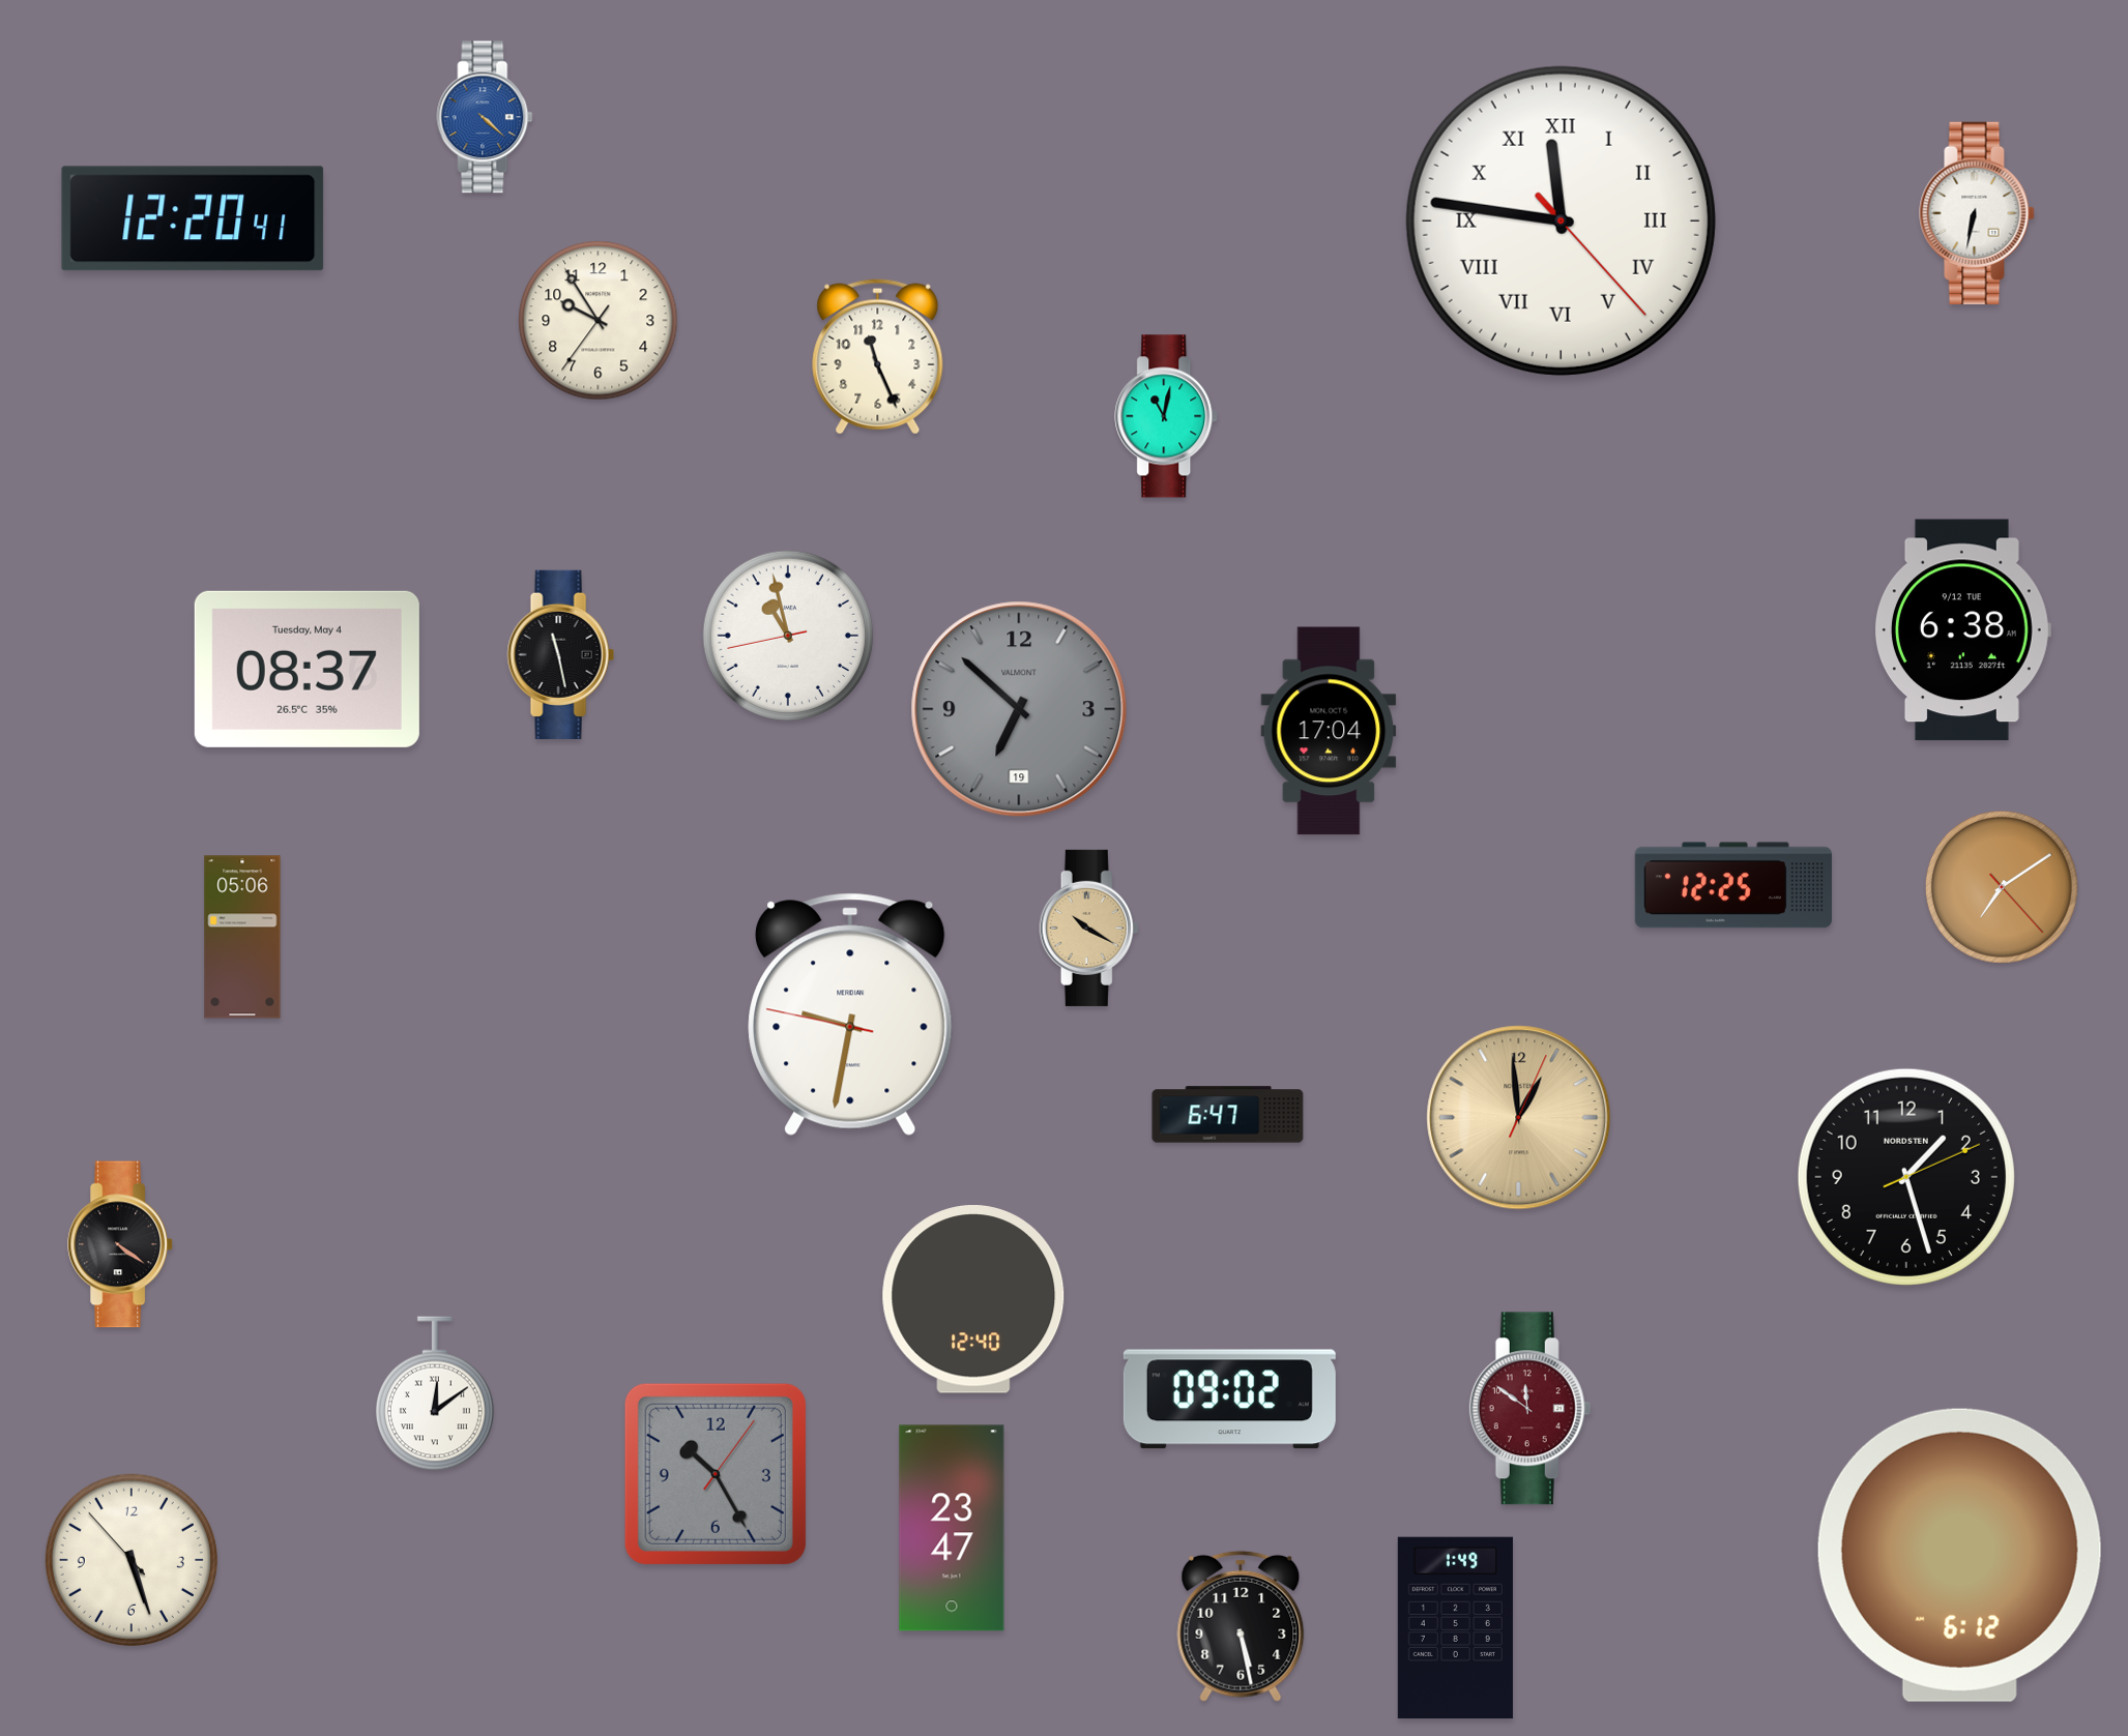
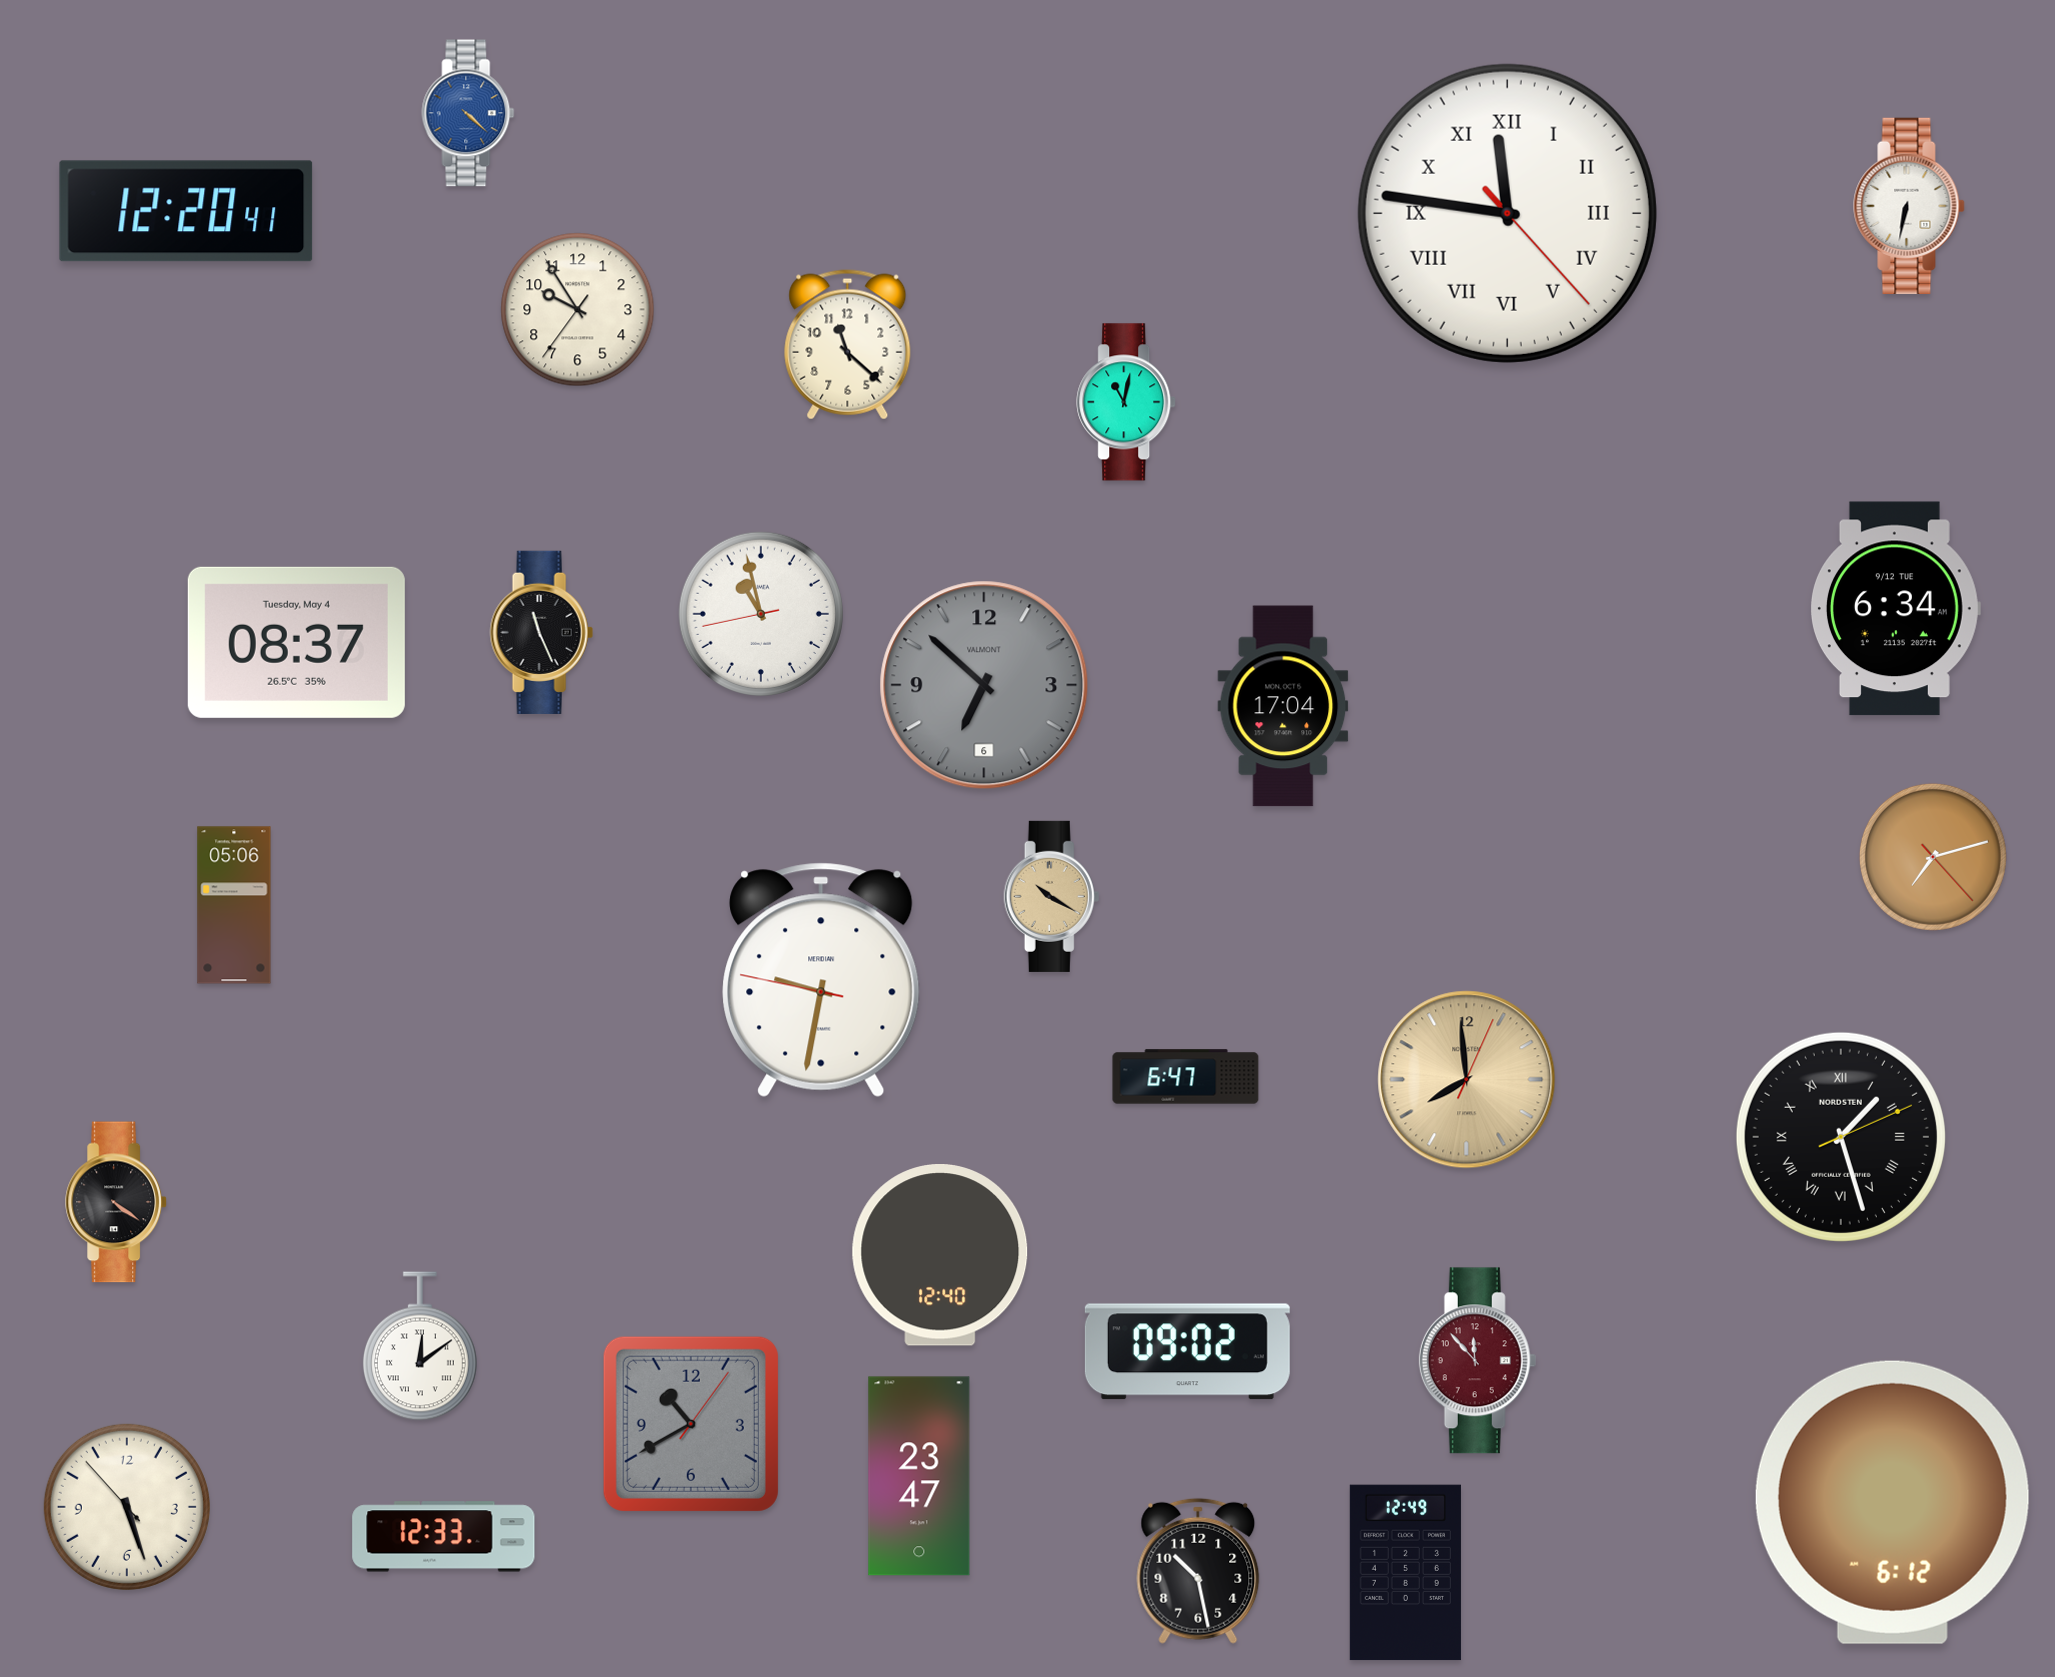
clock at (878, 357): 11:26 -> 11:22
clock at (1962, 630): 6:38 -> 6:34
clock at (560, 654): 11:28 -> 11:26
clock at (307, 669) position: (307, 669) -> (296, 642)
clock at (1019, 709) date: 19 -> 6
clock at (1733, 885): 12:25 -> none
clock at (2002, 887): 7:09 -> 7:12
clock at (1519, 1118): 12:59 -> 7:59
clock at (1906, 1177) numerals: Arabic -> Roman
clock at (1531, 1409): 11:51 -> 11:53
clock at (716, 1474): 10:25 -> 10:40
clock at (444, 1537): none -> 12:33
clock at (1241, 1626): 5:28 -> 10:28
clock at (1455, 1628): 1:49 -> 12:49
